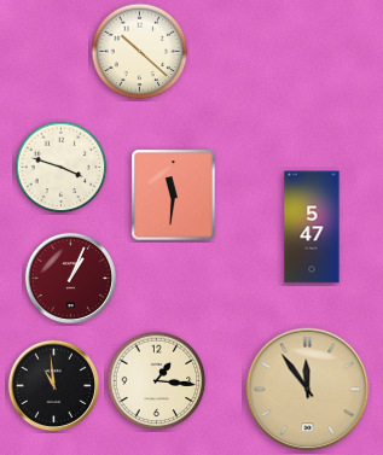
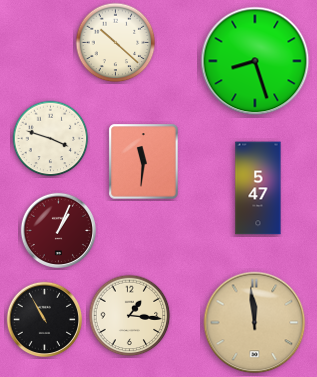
clock at (255, 61): none -> 8:27
clock at (53, 385): 10:59 -> 10:55
clock at (308, 390): 11:54 -> 11:59
